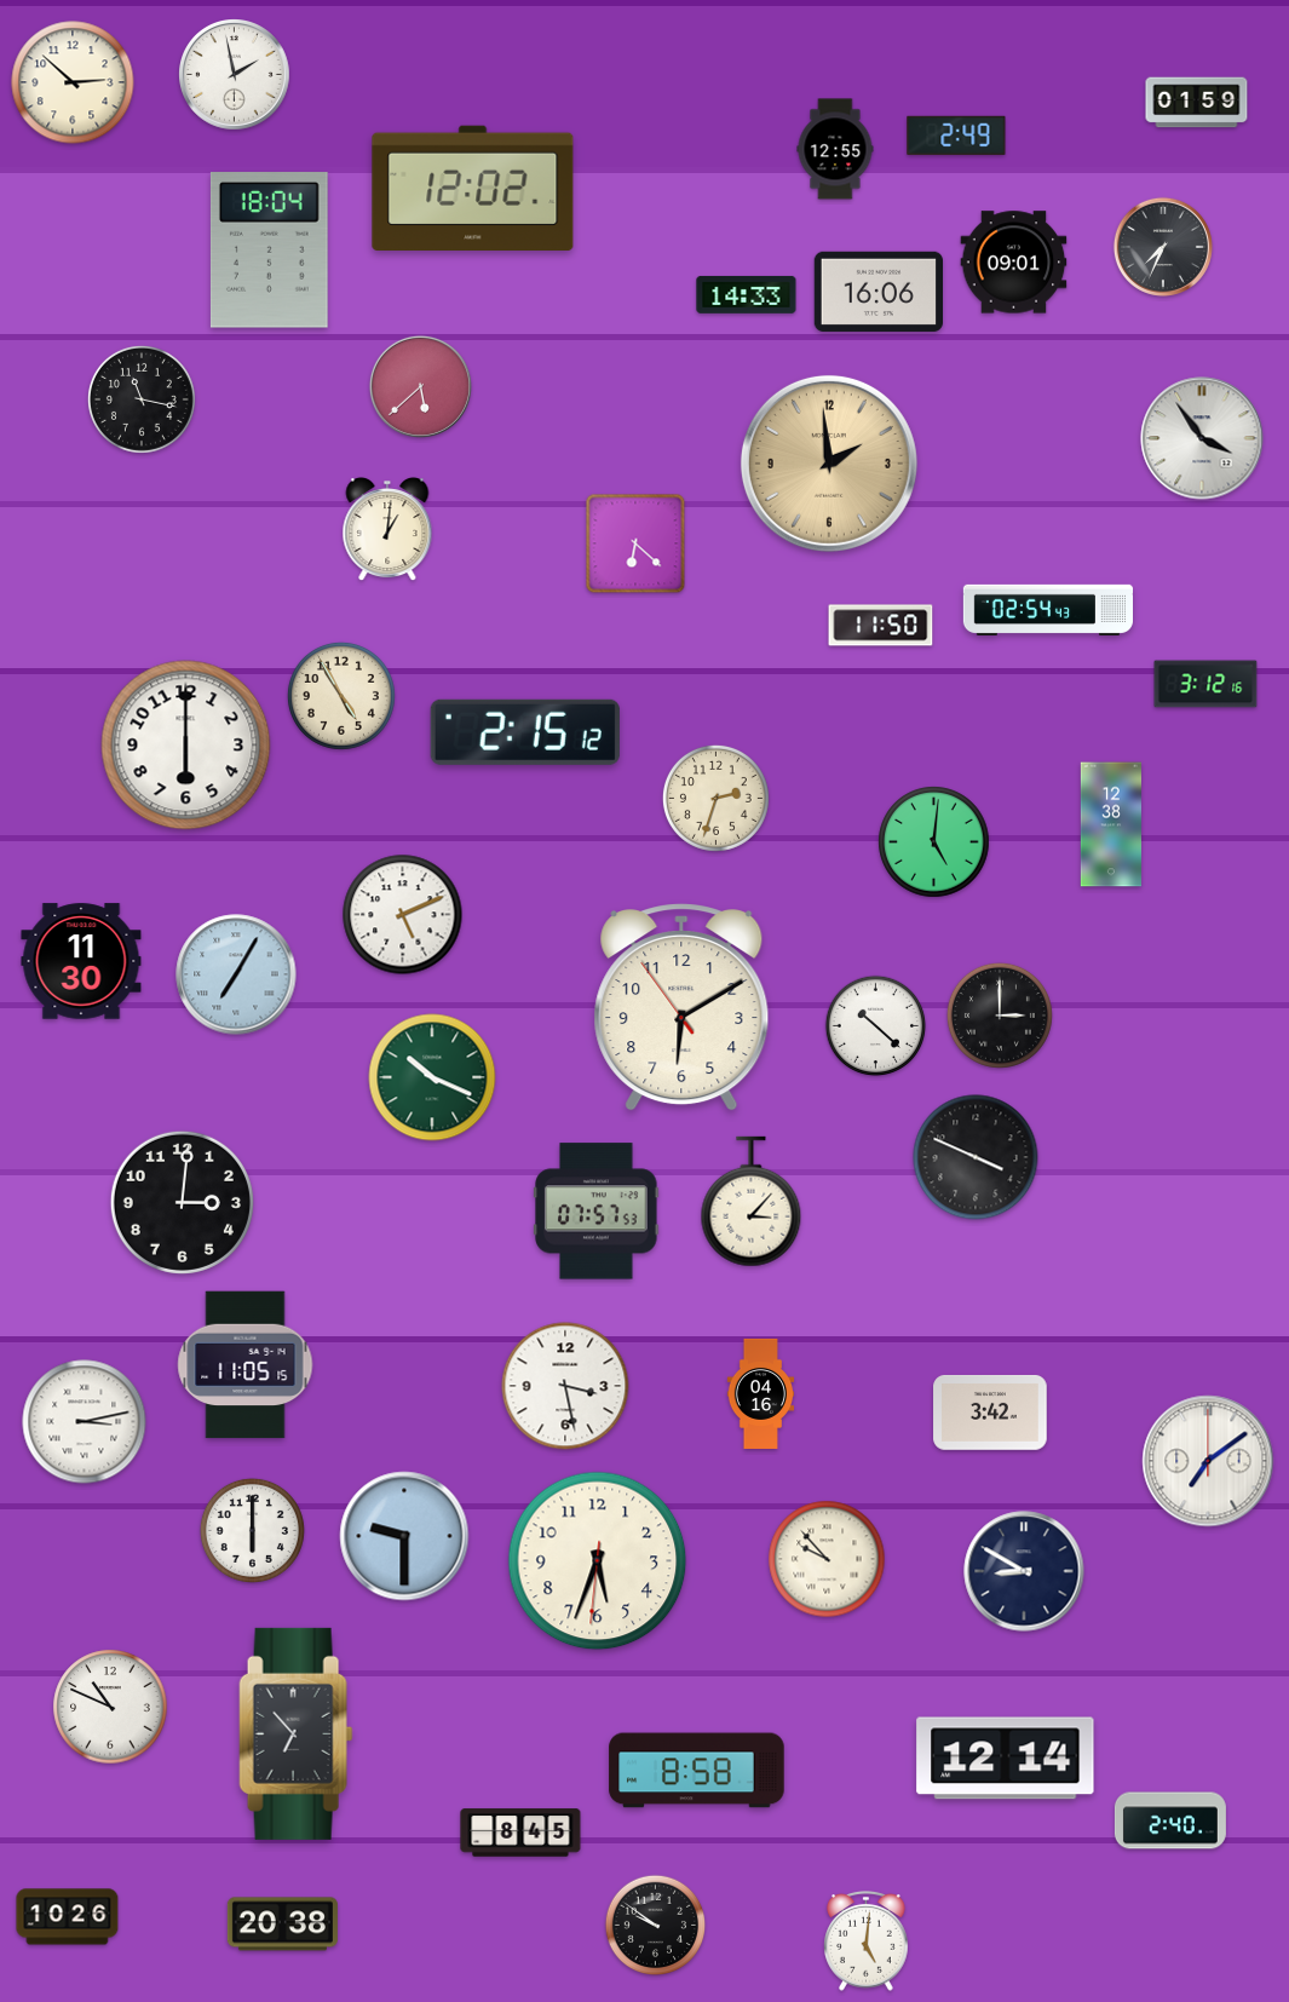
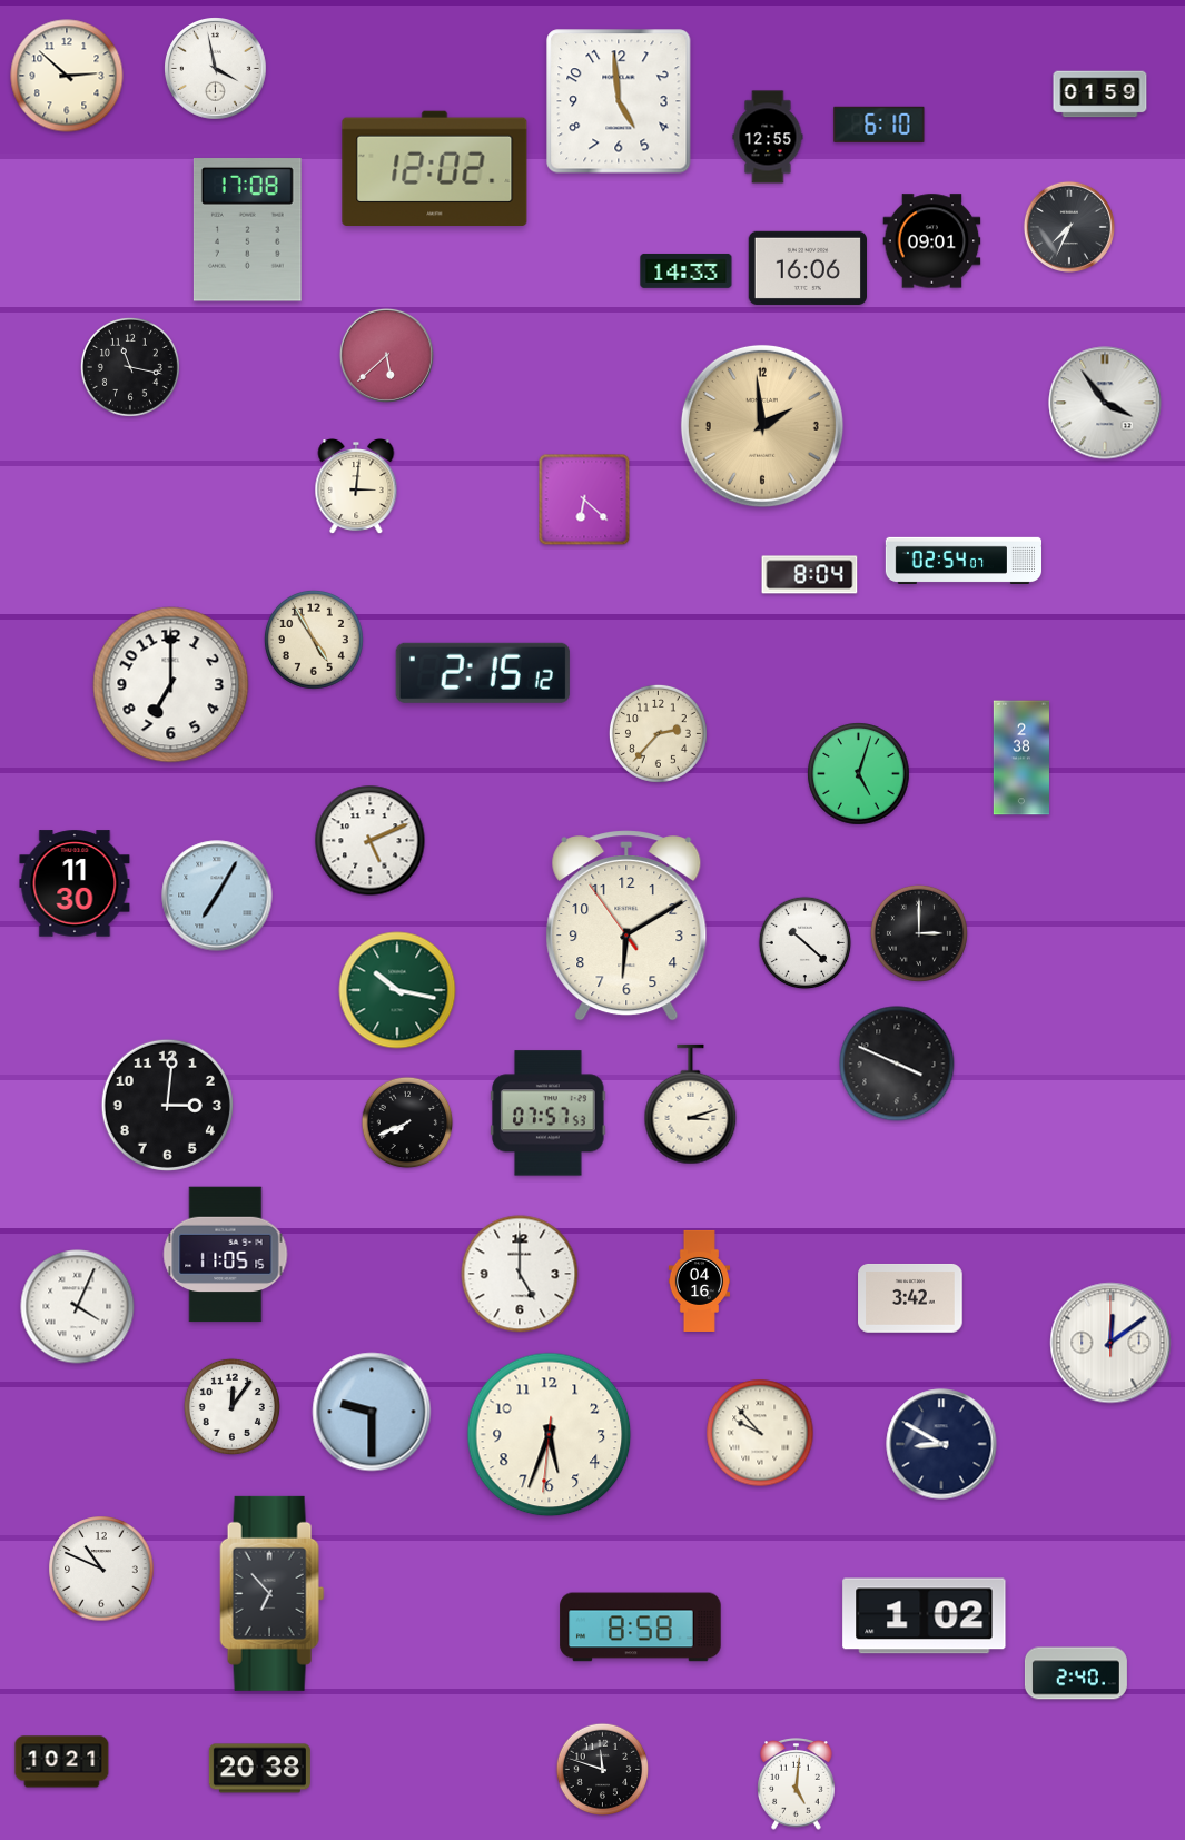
clock at (235, 75): 1:58 -> 3:58
clock at (619, 101): none -> 4:59
clock at (956, 136): 2:49 -> 6:10
clock at (473, 189) position: (473, 189) -> (435, 169)
clock at (269, 251): 18:04 -> 17:08
clock at (387, 530): 1:01 -> 3:01
clock at (1047, 609): 02:54:43 -> 02:54:07
clock at (881, 626): 11:50 -> 8:04
clock at (1205, 684): 3:12 -> none
clock at (186, 746): 6:00 -> 7:00
clock at (715, 798): 2:33 -> 2:37
clock at (1110, 824): 12:38 -> 2:38
clock at (934, 842): 5:01 -> 5:03
clock at (432, 1077): 10:19 -> 10:17
clock at (752, 1202): 3:07 -> 3:12
clock at (407, 1122): none -> 7:41
clock at (565, 1386): 3:28 -> 5:00
clock at (85, 1422): 3:13 -> 4:04
clock at (1208, 1461): 7:09 -> 12:09
clock at (252, 1530): 6:00 -> 12:06
clock at (1006, 1759): 12:14 -> 1:02
clock at (520, 1833): 8:45 -> none
clock at (68, 1917): 10:26 -> 10:21
clock at (656, 1926): 9:51 -> 11:48
